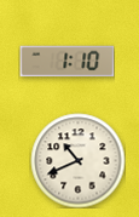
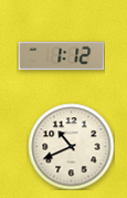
clock at (66, 62): 1:10 -> 1:12
